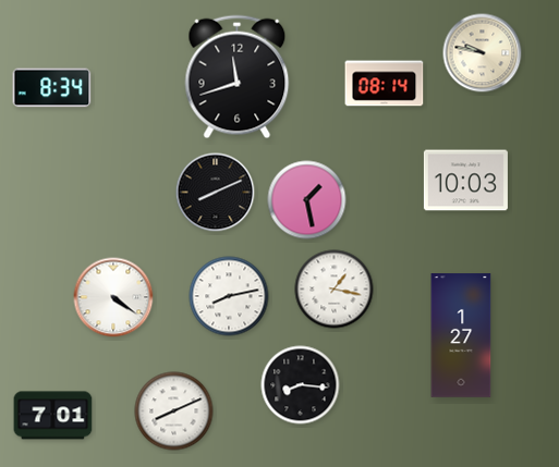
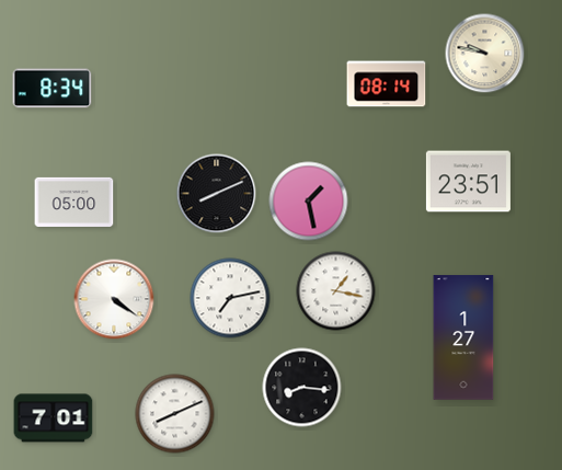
clock at (238, 77): 11:42 -> none
clock at (465, 181): 10:03 -> 23:51
clock at (74, 202): none -> 05:00
clock at (229, 296): 8:13 -> 7:13
